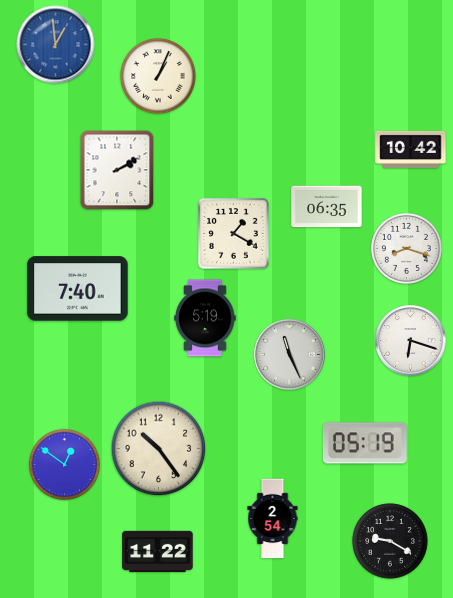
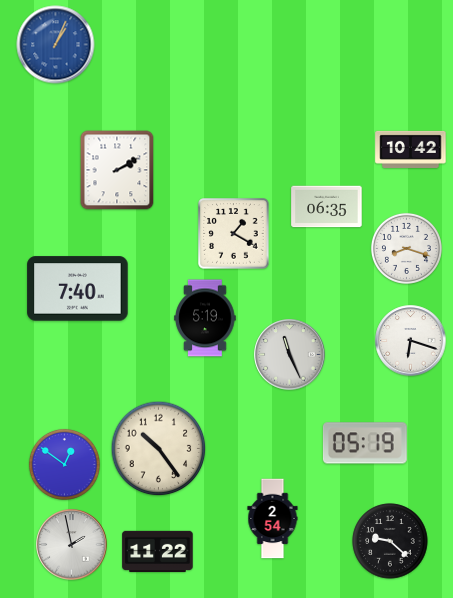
clock at (56, 45): 12:59 -> 1:04
clock at (158, 76): 1:04 -> none
clock at (390, 541): 9:20 -> 9:22
clock at (72, 545): none -> 1:58
